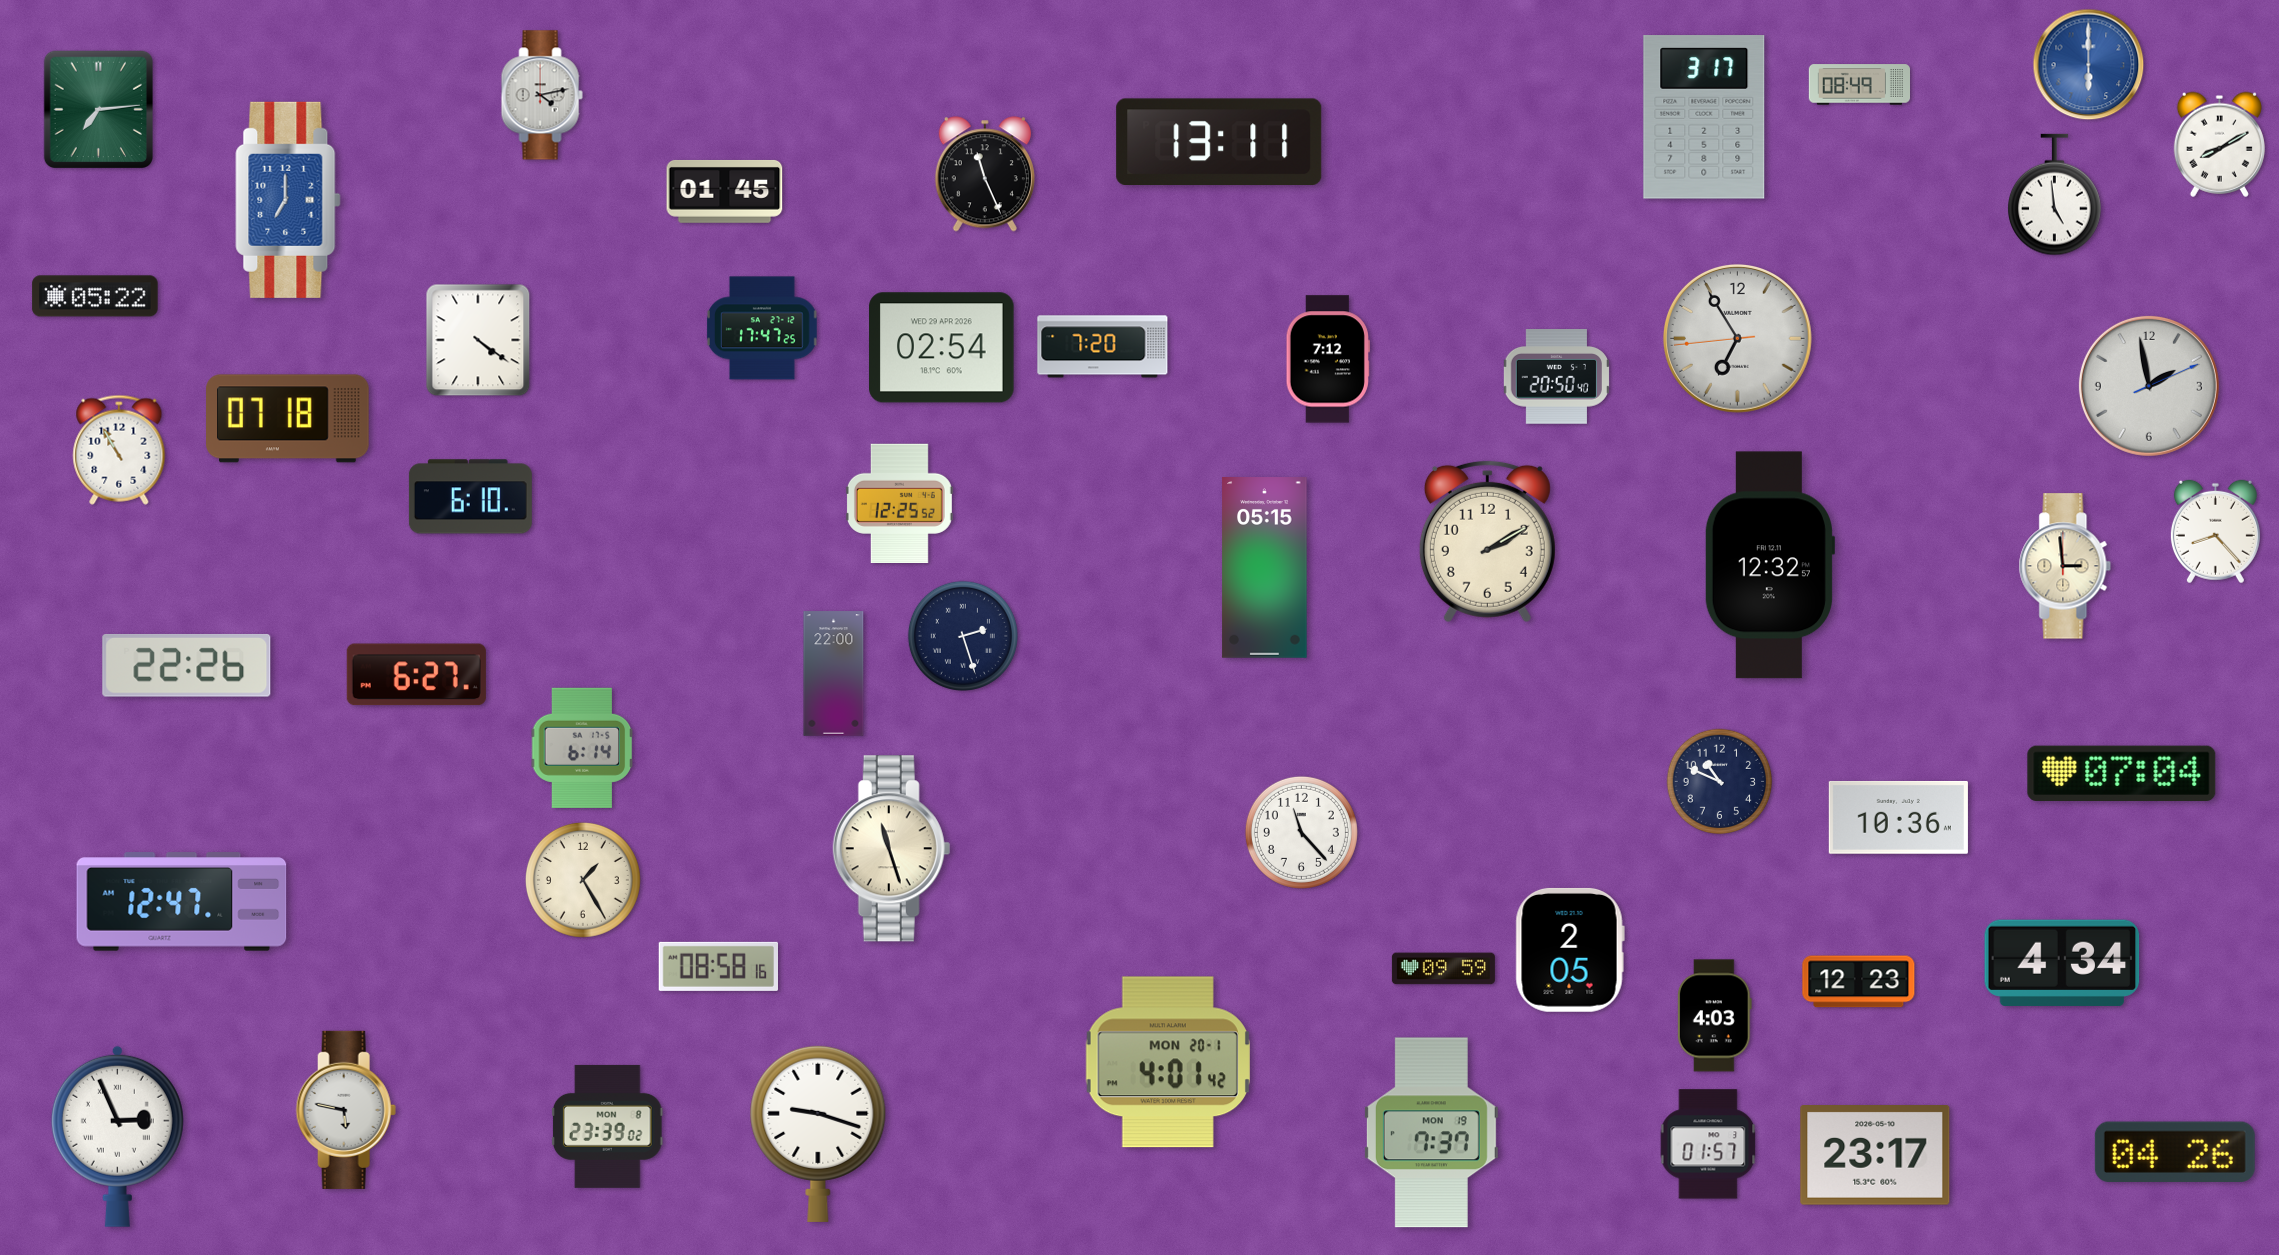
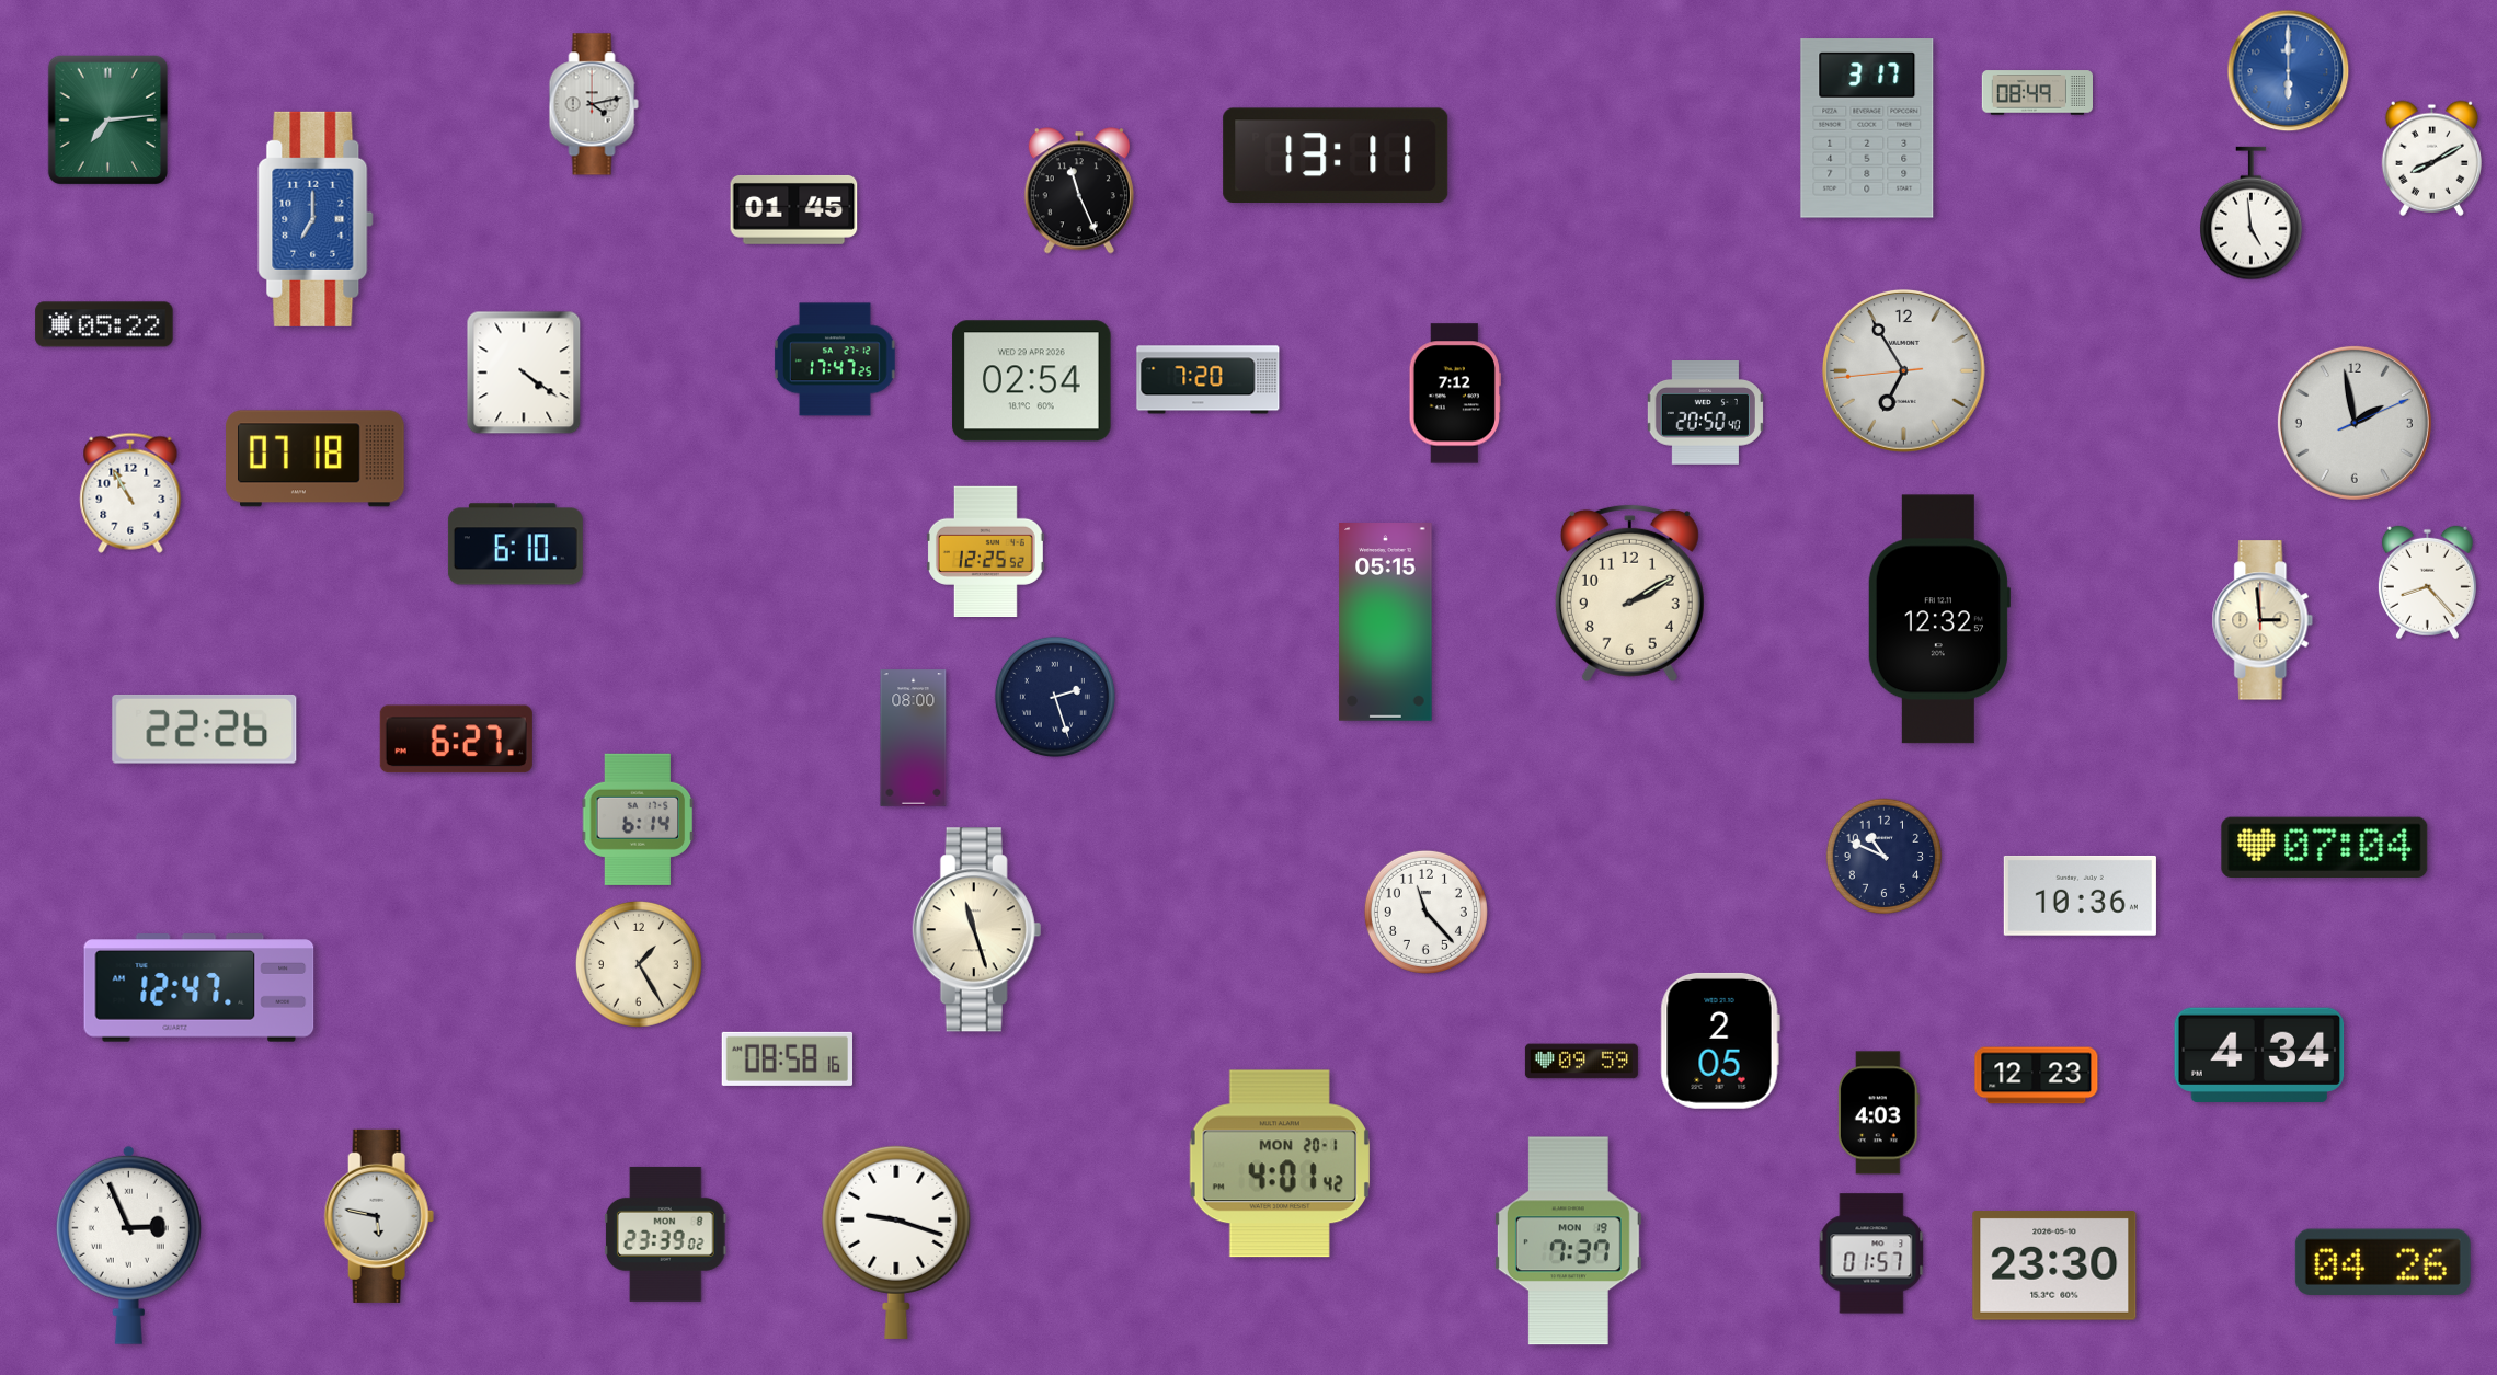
clock at (834, 674): 22:00 -> 08:00
clock at (1875, 1156): 23:17 -> 23:30
